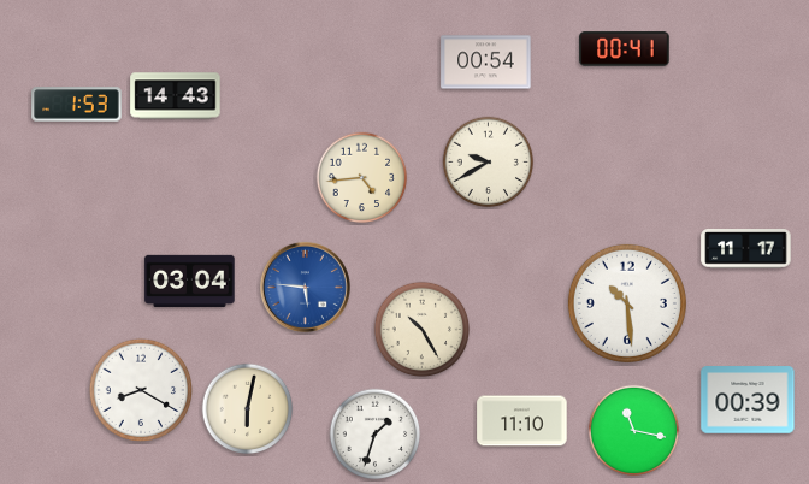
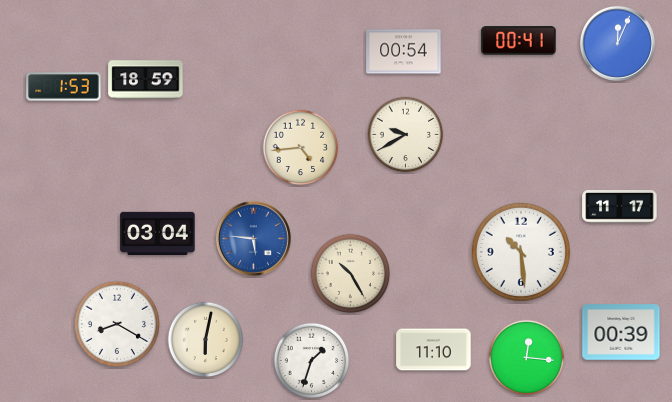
clock at (617, 43): none -> 12:04
clock at (176, 96): 14:43 -> 18:59
clock at (634, 431): 11:17 -> 12:16
